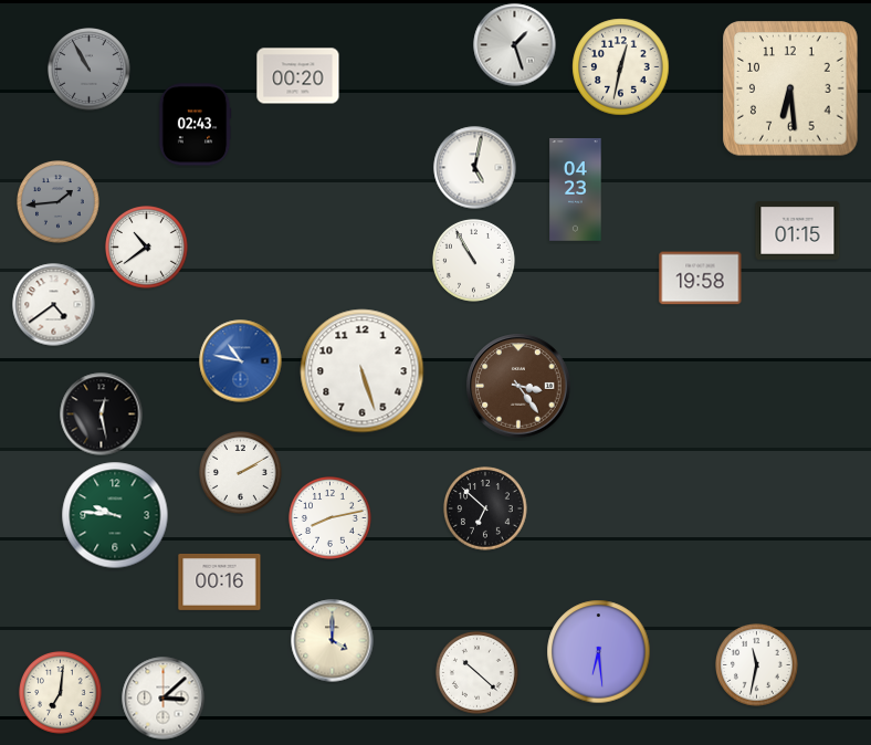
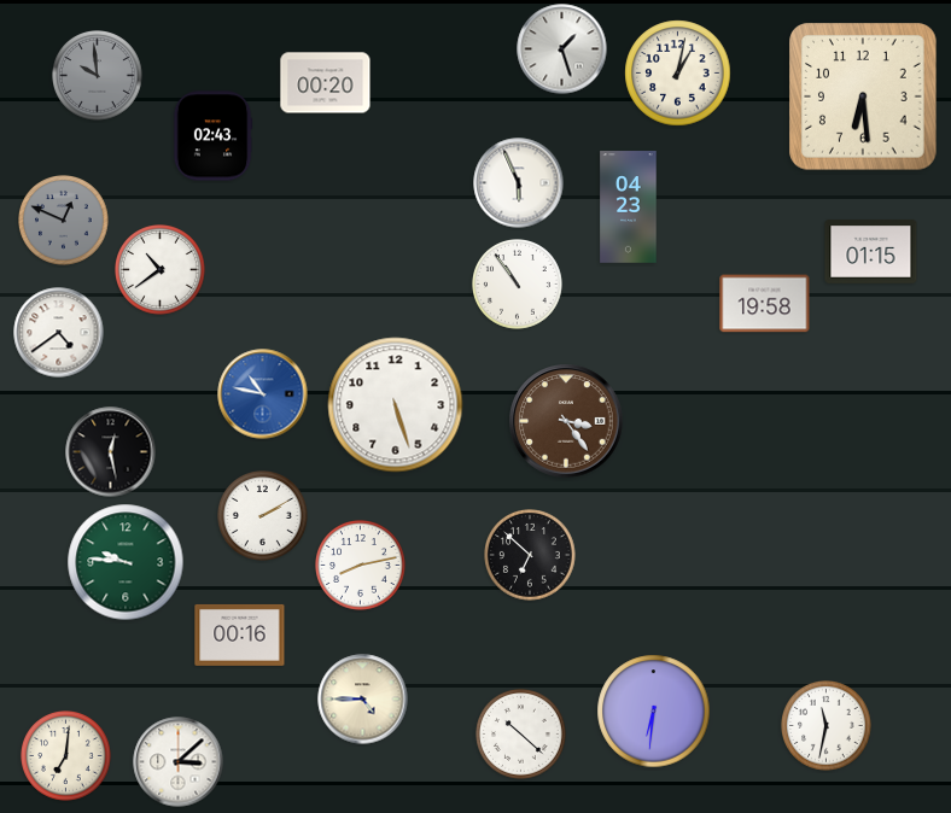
clock at (621, 67): 12:32 -> 1:02
clock at (90, 70): 10:55 -> 9:59
clock at (475, 168): 5:02 -> 5:56
clock at (59, 202): 1:44 -> 12:49
clock at (474, 261): 10:55 -> 10:54
clock at (333, 641): 4:00 -> 4:45
clock at (599, 652): 6:29 -> 6:31
